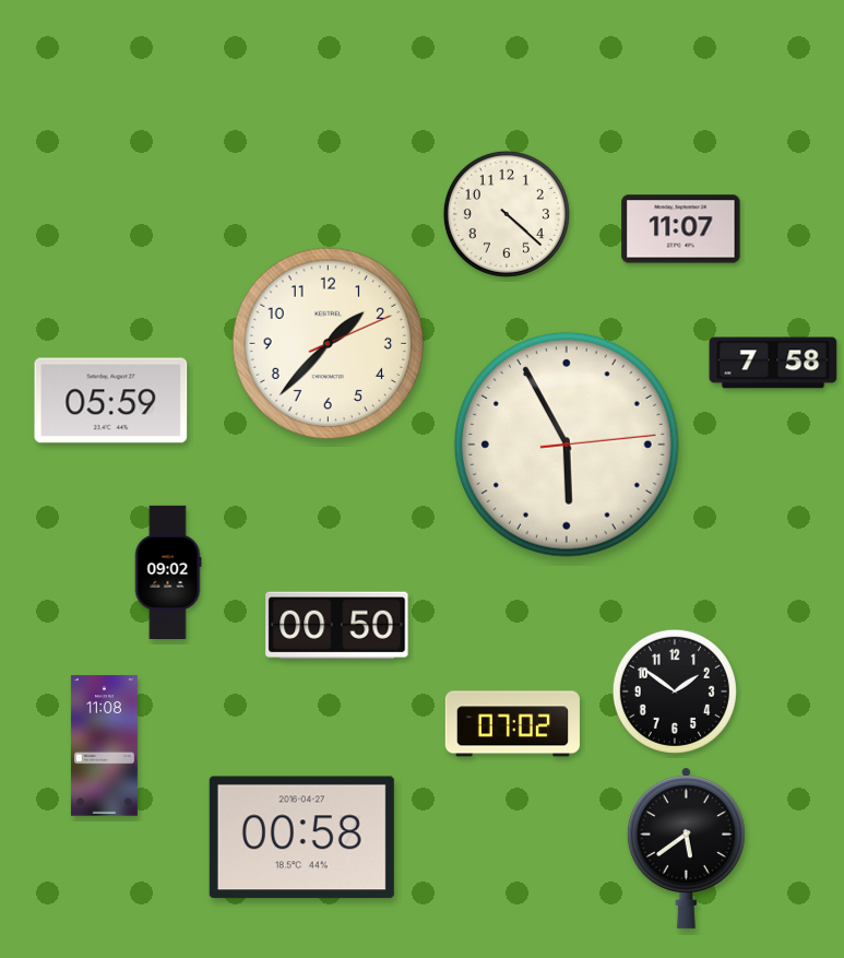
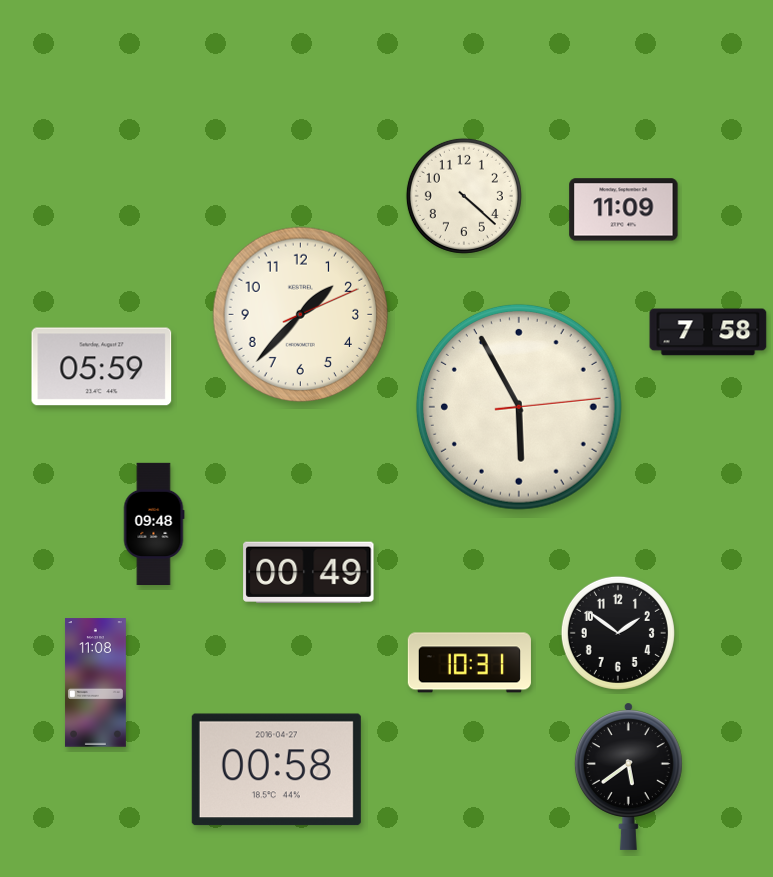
clock at (681, 229): 11:07 -> 11:09
clock at (168, 571): 09:02 -> 09:48
clock at (337, 625): 00:50 -> 00:49
clock at (512, 724): 07:02 -> 10:31
clock at (301, 838) position: (301, 838) -> (276, 770)
